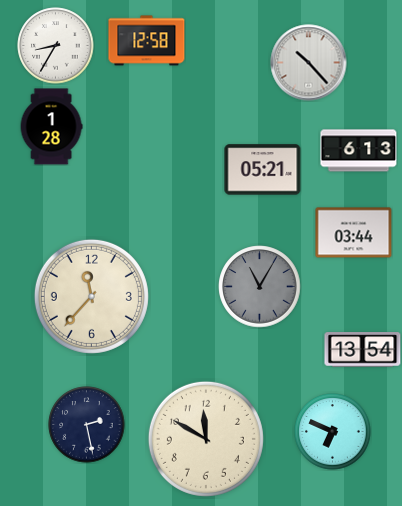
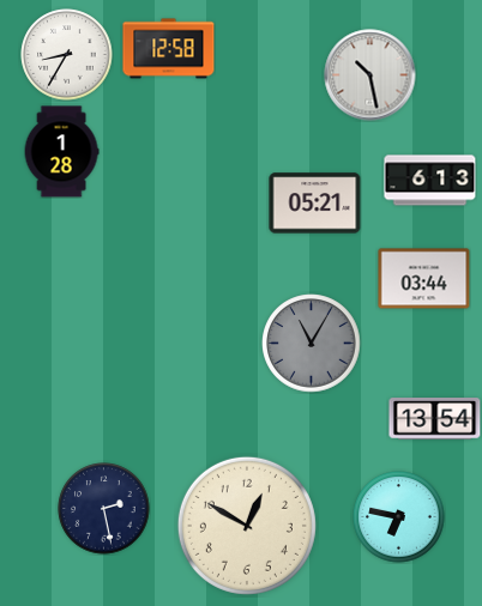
clock at (147, 41) position: (147, 41) -> (169, 49)
clock at (309, 63): 10:23 -> 10:28
clock at (91, 296): 11:37 -> none
clock at (333, 432): 6:49 -> 6:47
clock at (206, 439): 11:50 -> 12:50
